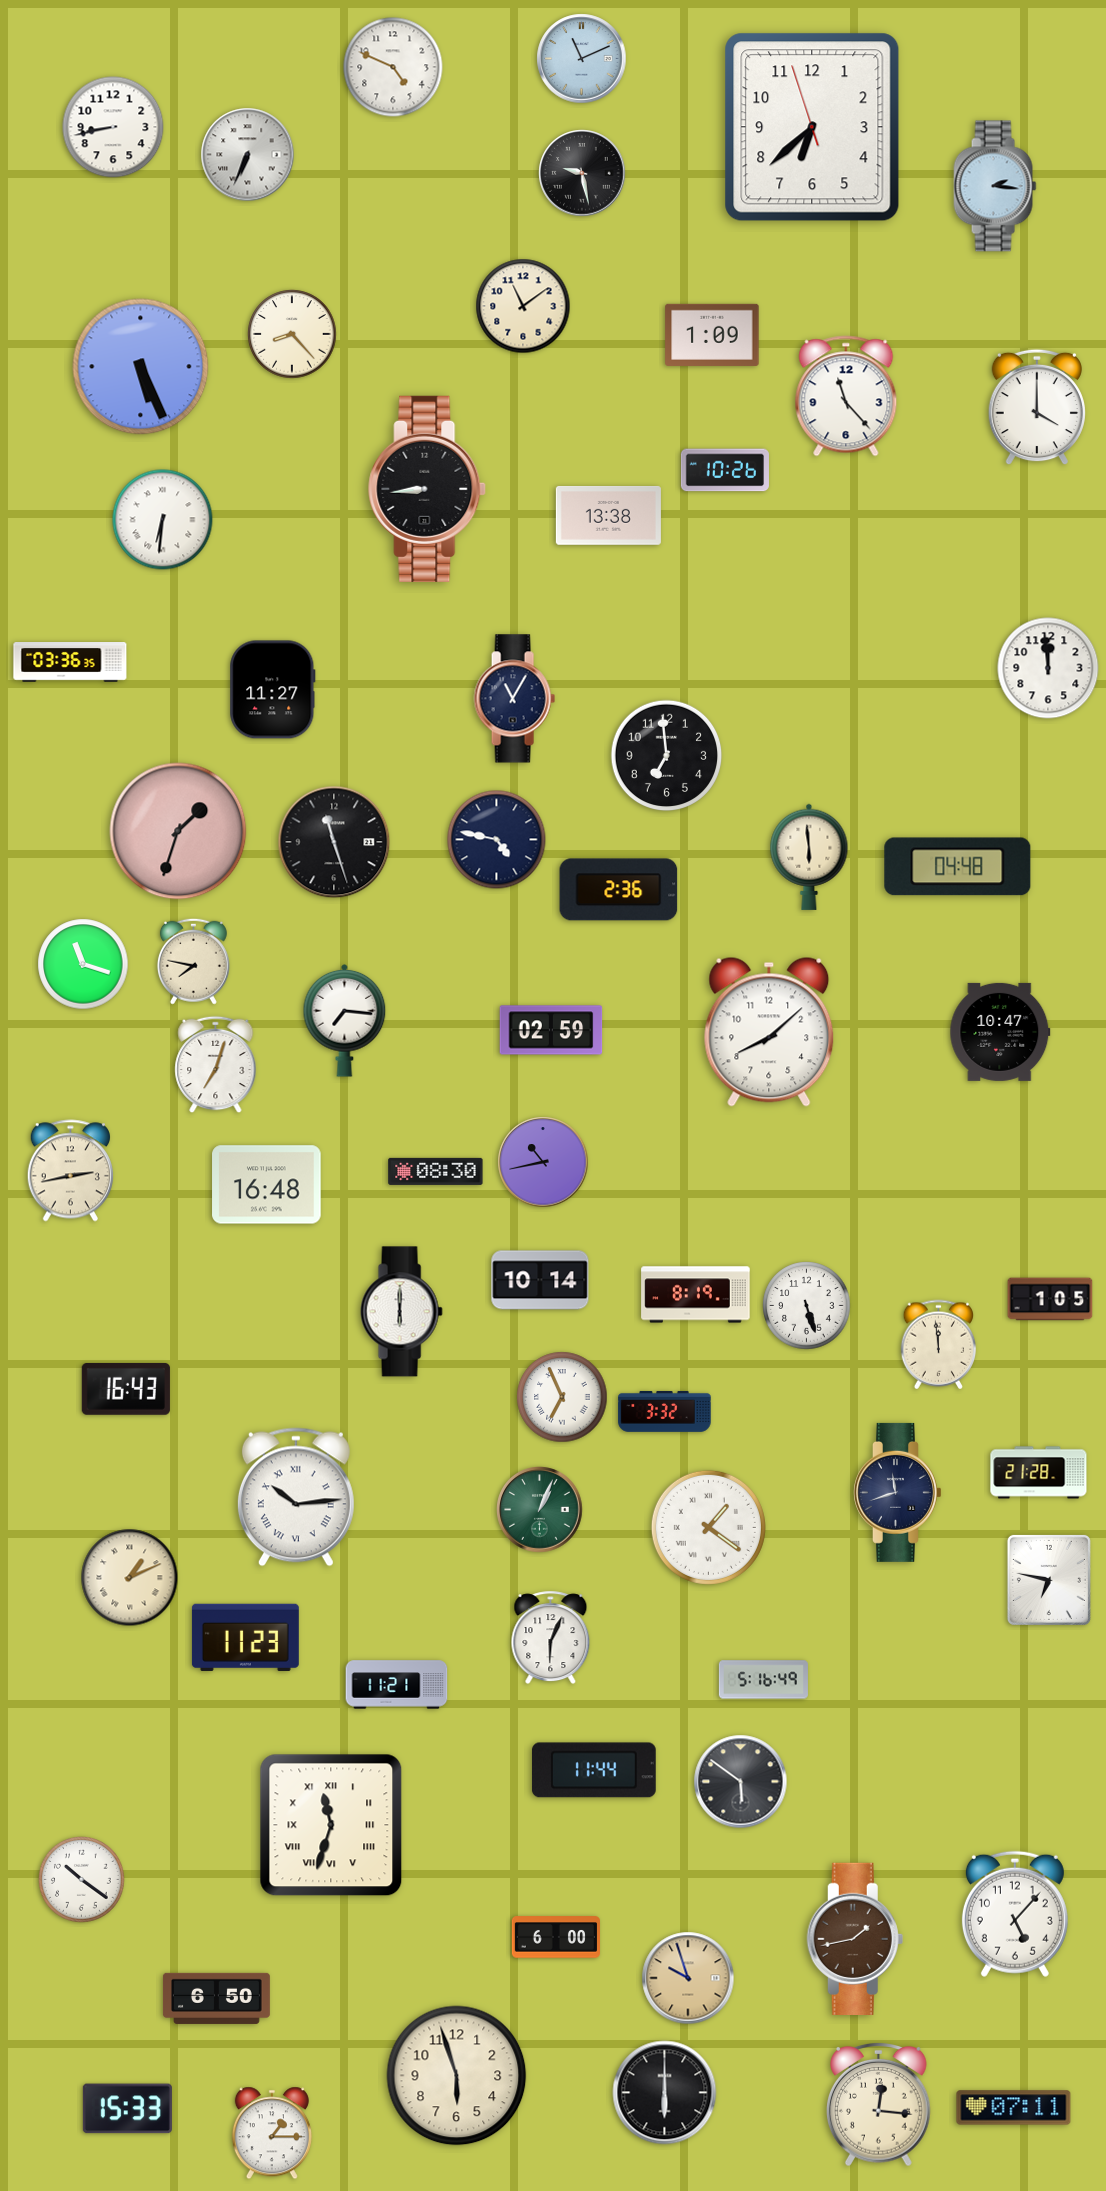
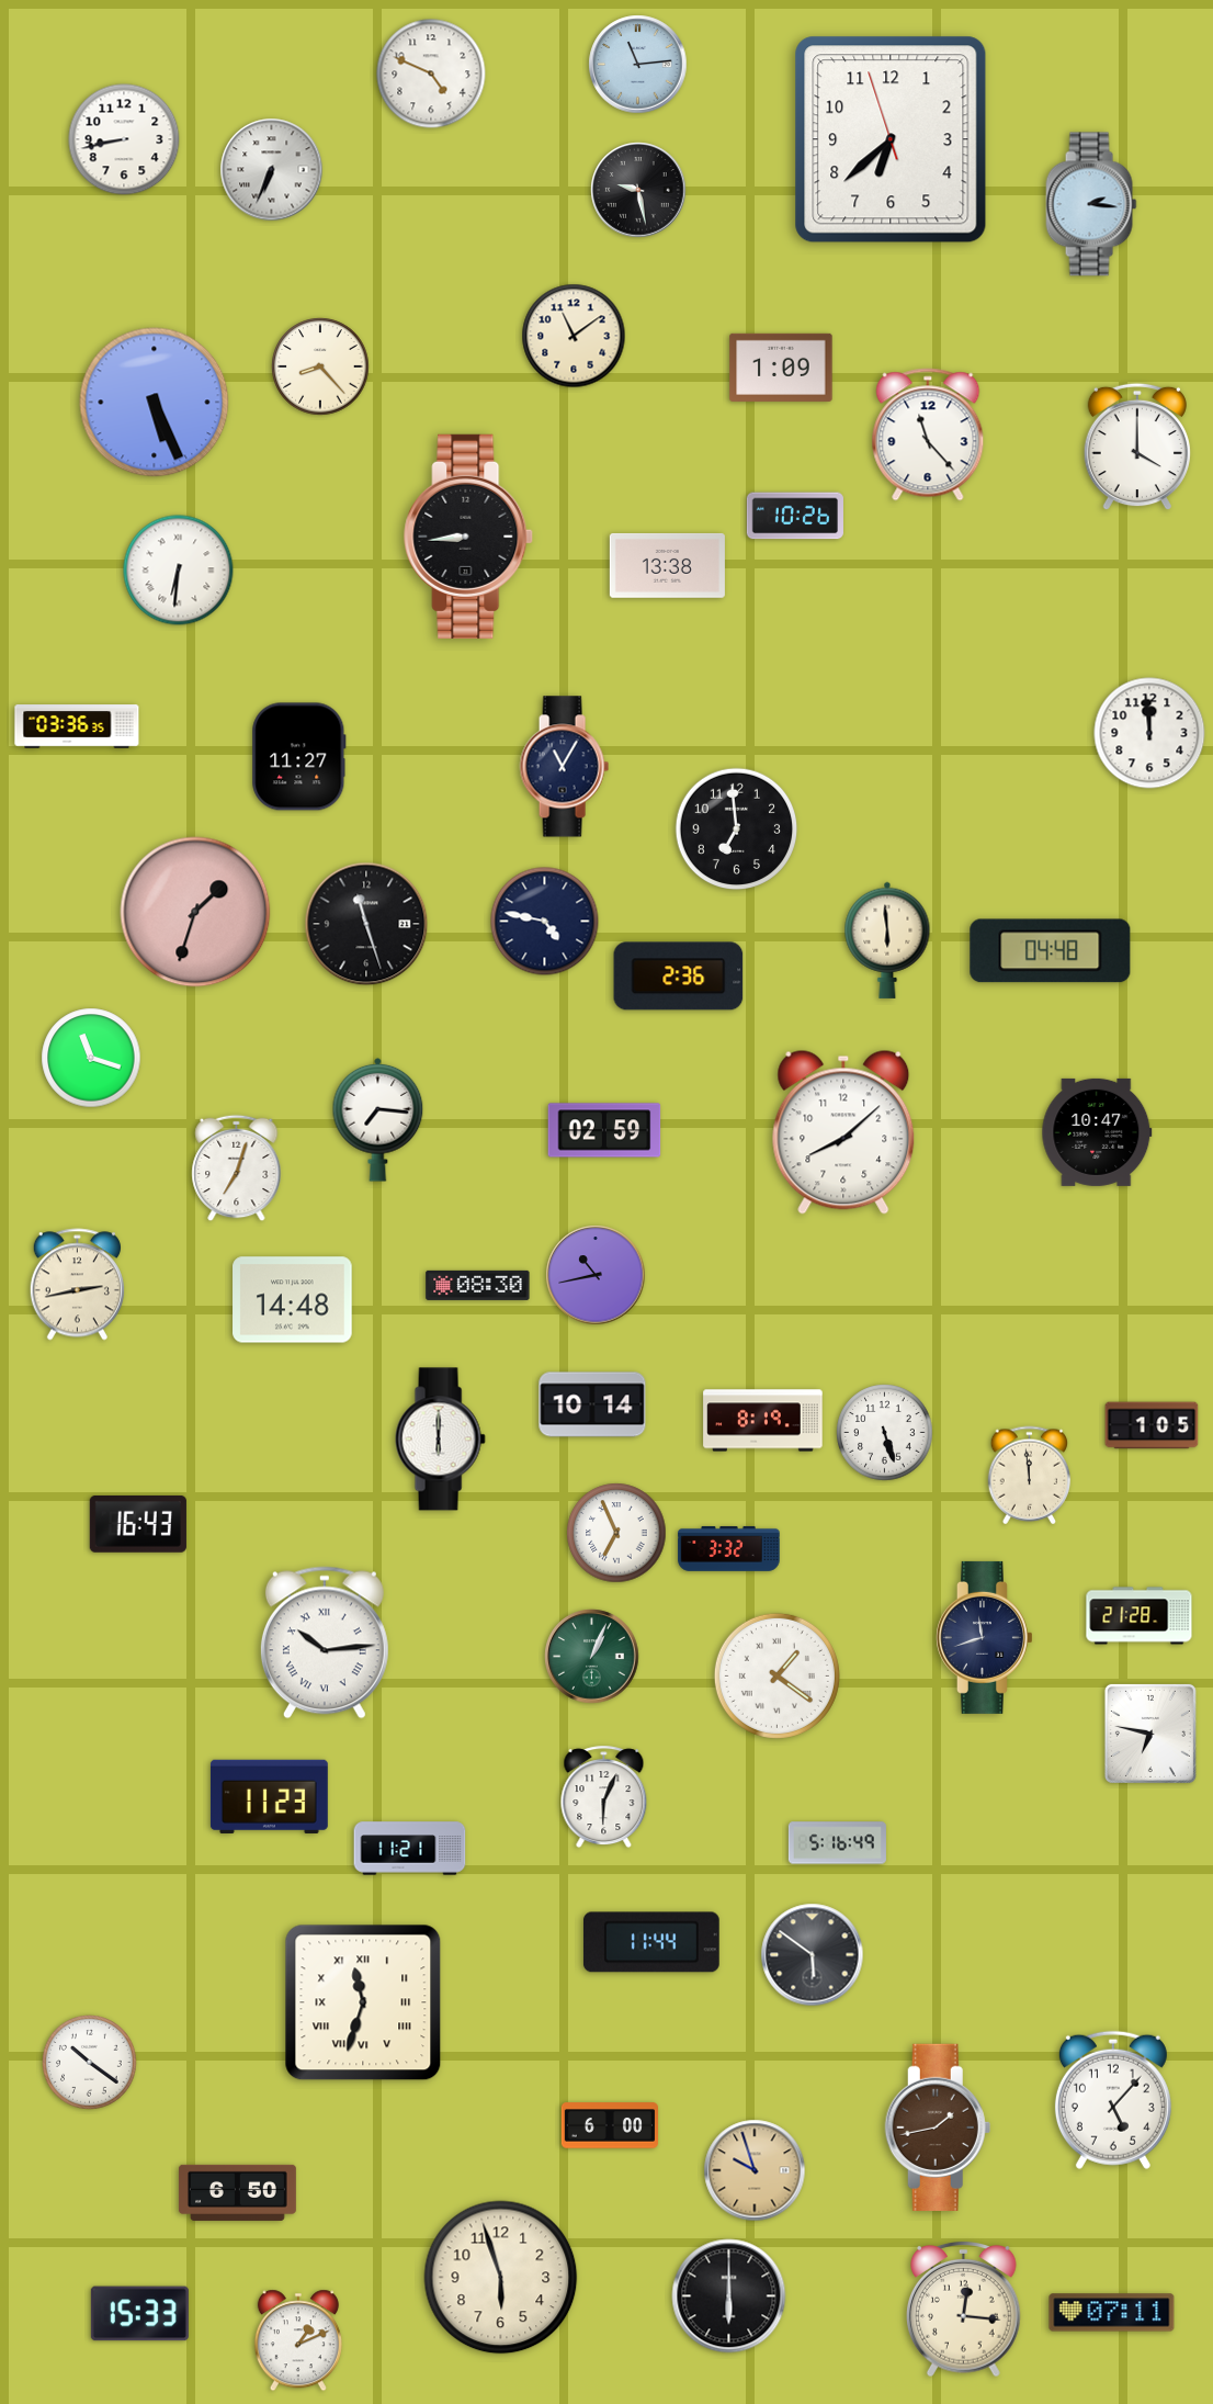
clock at (582, 59): 11:11 -> 11:14
clock at (667, 756) position: (667, 756) -> (737, 829)
clock at (193, 961): 7:47 -> none
clock at (267, 1185): 16:48 -> 14:48
clock at (130, 1578): 1:11 -> none
clock at (397, 1685) position: (397, 1685) -> (410, 1849)
clock at (272, 2133): 1:15 -> 1:11
